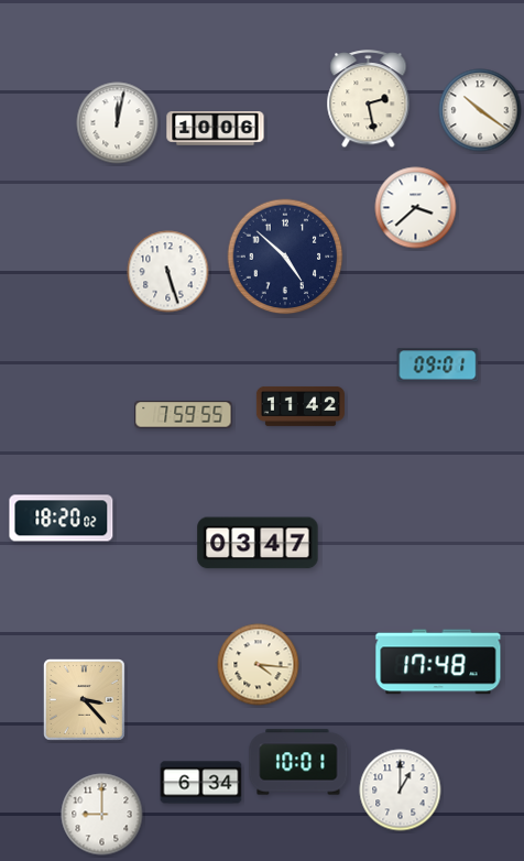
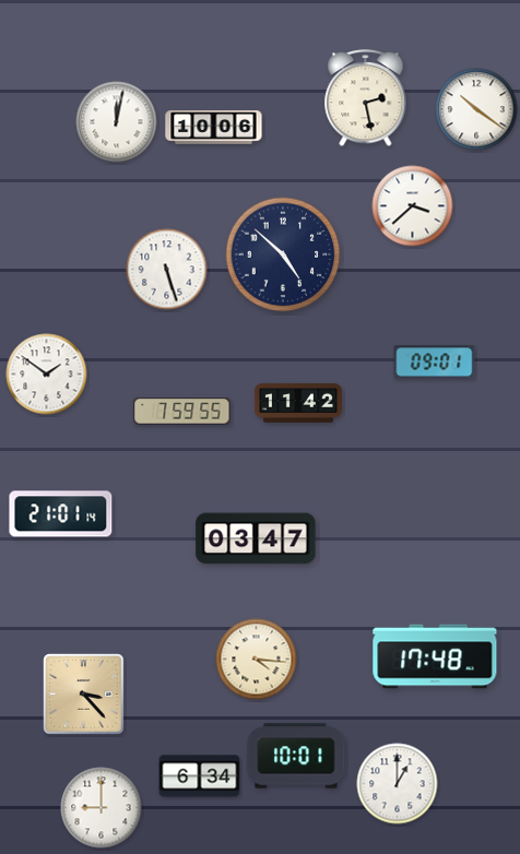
clock at (47, 375): none -> 1:51
clock at (62, 519): 18:20 -> 21:01
